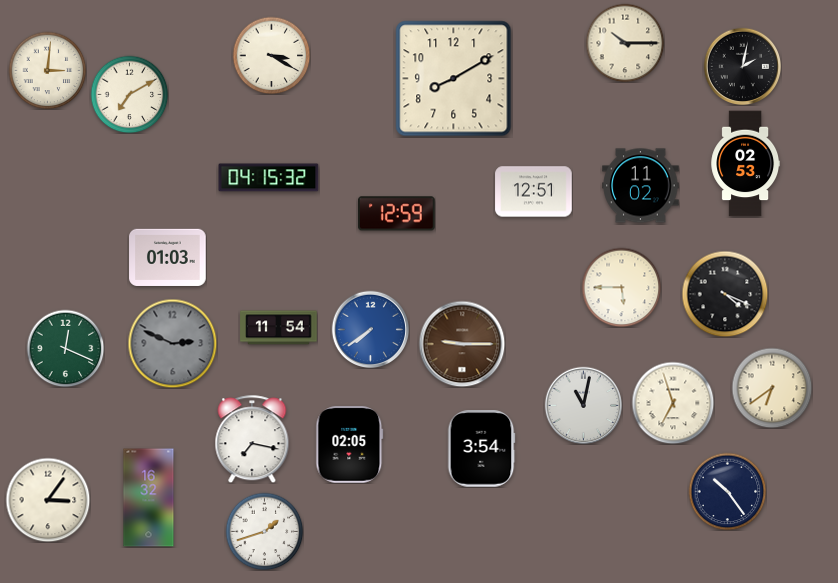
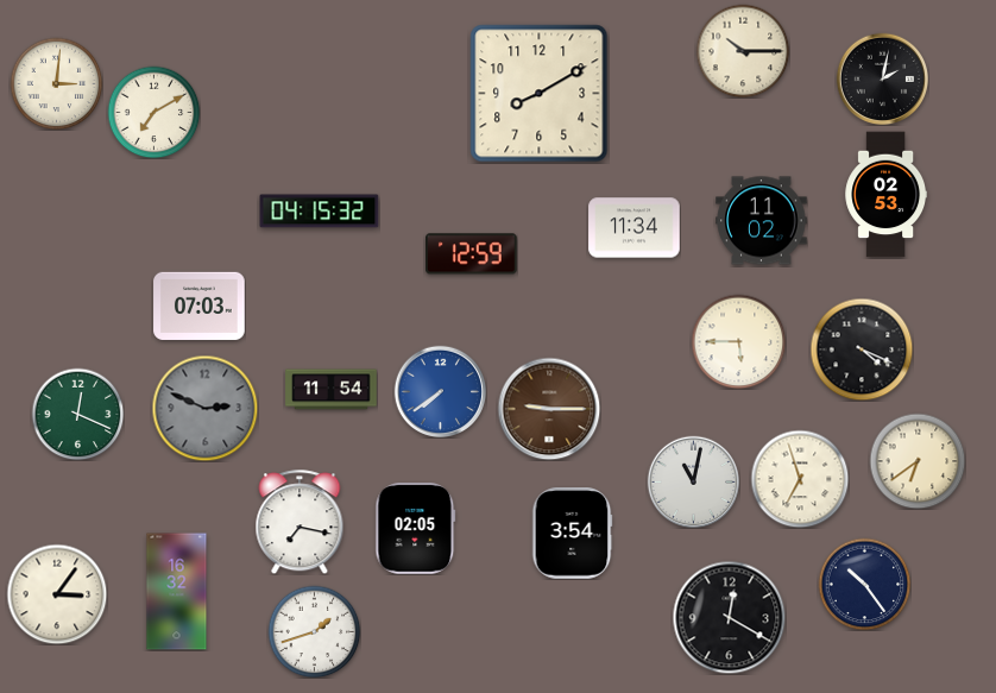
clock at (271, 55): 3:20 -> none
clock at (534, 192): 12:51 -> 11:34
clock at (168, 257): 01:03 -> 07:03
clock at (729, 617): none -> 12:20
